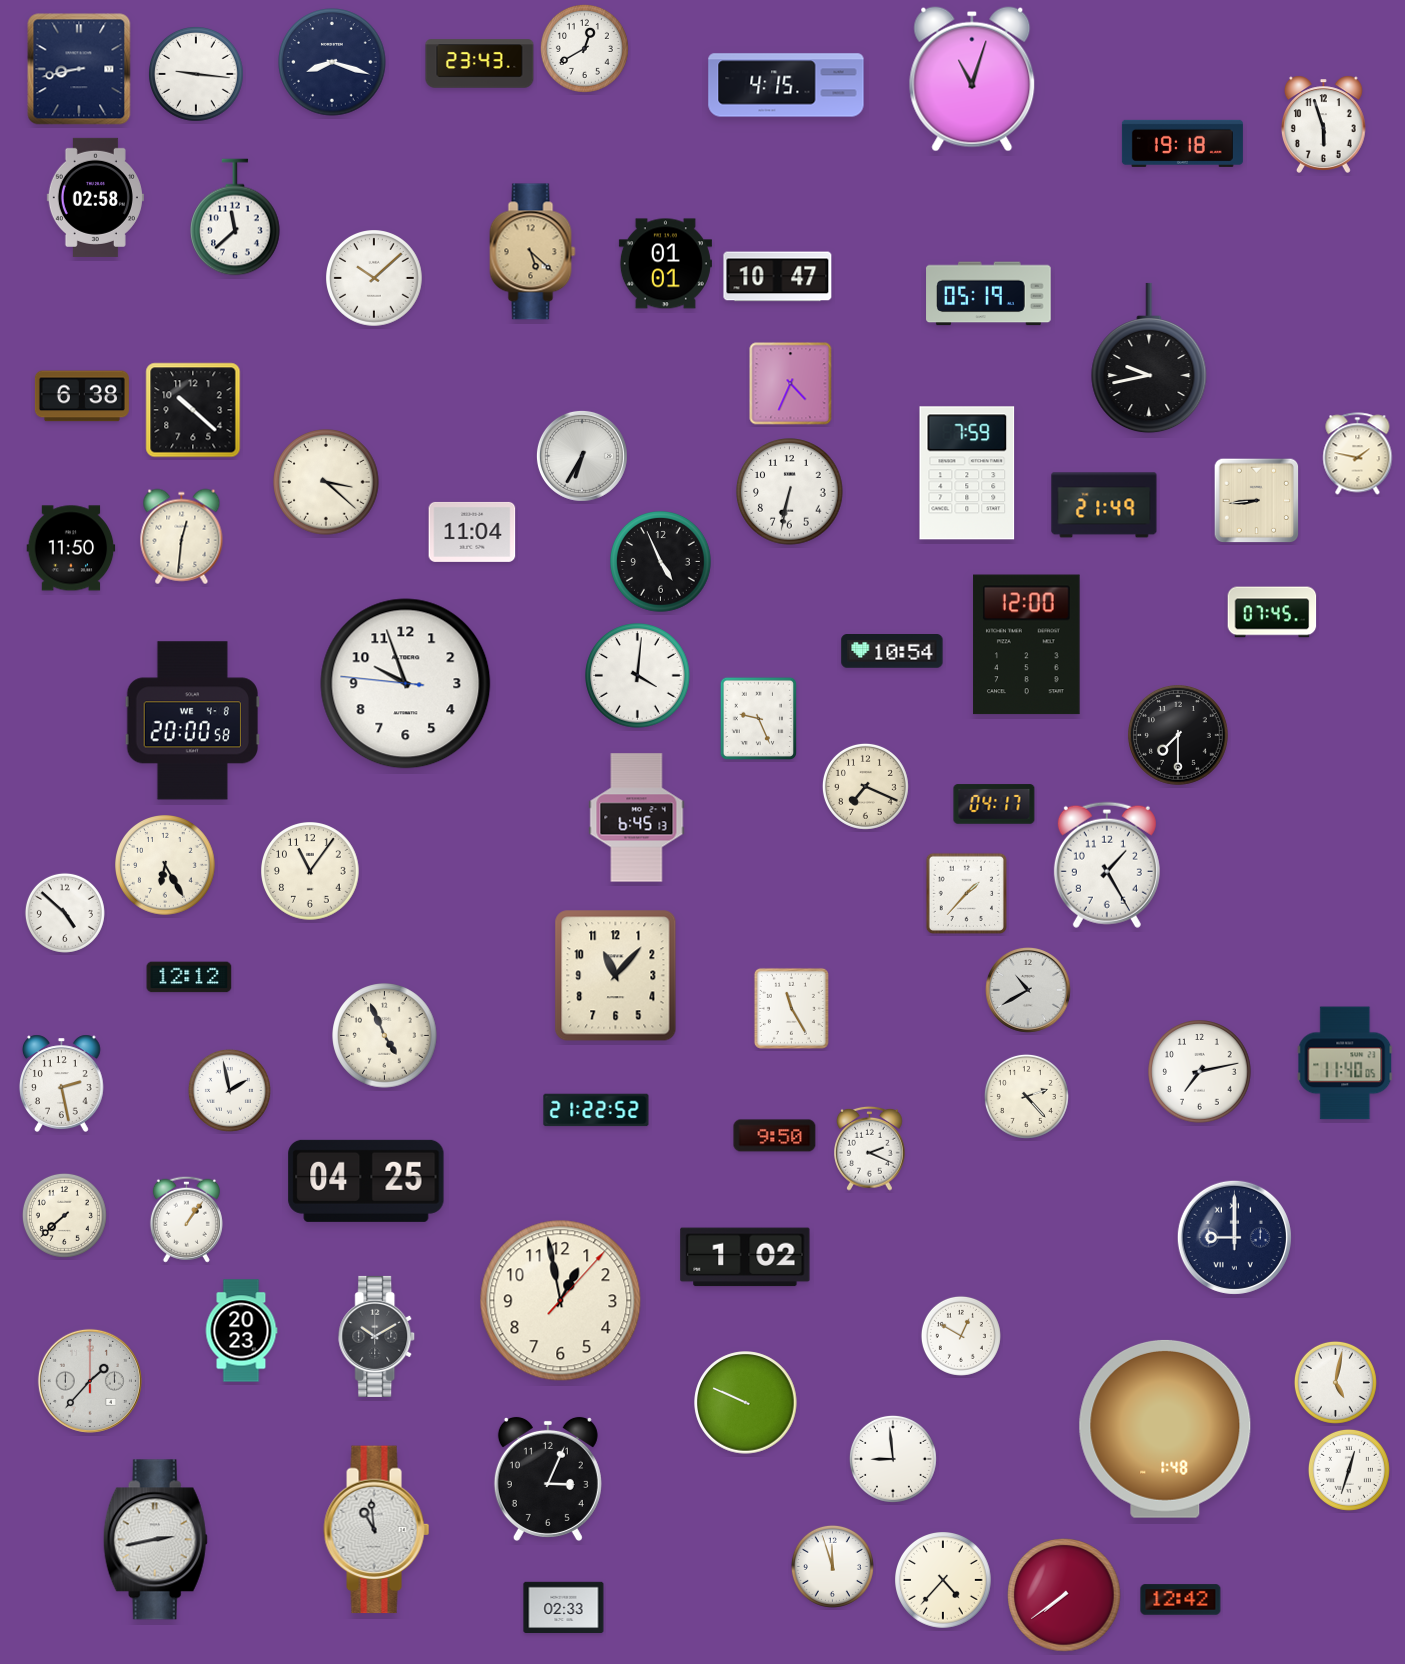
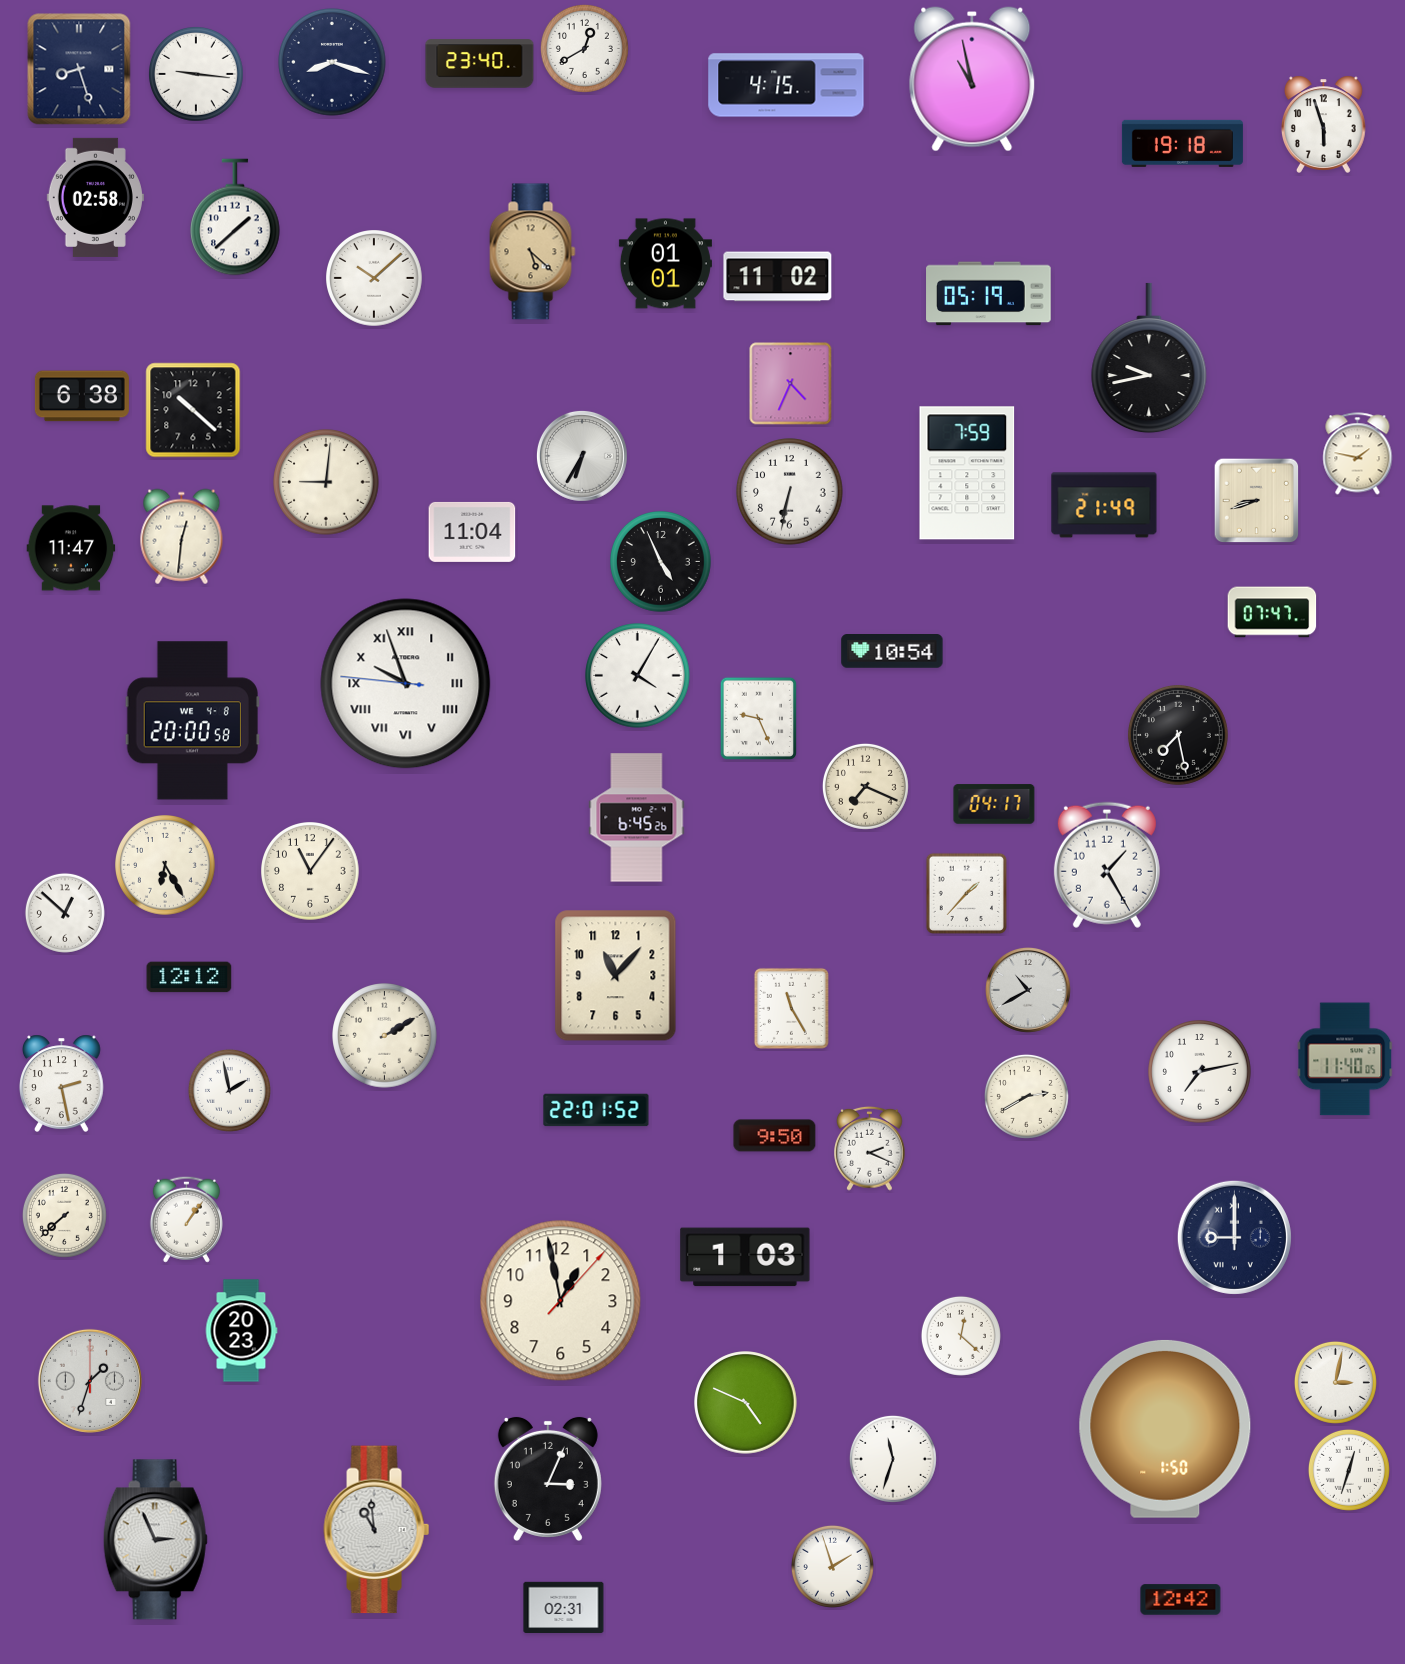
clock at (480, 64): 23:43 -> 23:40
clock at (79, 69): 8:43 -> 8:27
clock at (972, 79): 11:03 -> 10:58
clock at (235, 217): 11:38 -> 1:38
clock at (778, 277): 10:47 -> 11:02
clock at (326, 482): 3:22 -> 9:01
clock at (1257, 501): 8:44 -> 8:42
clock at (71, 548): 11:50 -> 11:47
clock at (1272, 612): 07:45 -> 07:47
clock at (1027, 645): 12:00 -> none
clock at (638, 676): 4:01 -> 4:05
clock at (406, 684) numerals: Arabic -> Roman
clock at (1178, 736): 7:30 -> 7:28
clock at (637, 818): 6:45:13 -> 6:45:26
clock at (65, 913): 4:52 -> 12:52
clock at (385, 1036): 4:56 -> 2:10
clock at (1345, 1063) position: (1345, 1063) -> (1345, 1059)
clock at (1026, 1096): 2:23 -> 2:40
clock at (596, 1110): 21:22 -> 22:01
clock at (366, 1181): 04:25 -> none
clock at (745, 1257): 1:02 -> 1:03
clock at (377, 1336): 10:10 -> none
clock at (961, 1336): 12:50 -> 12:22
clock at (90, 1381): 1:37 -> 1:33
clock at (1335, 1382): 5:02 -> 3:02
clock at (746, 1403): 9:49 -> 4:49
clock at (1165, 1429): 1:48 -> 1:50
clock at (893, 1459): 8:59 -> 11:33
clock at (155, 1540): 2:43 -> 2:56
clock at (832, 1566): 11:57 -> 1:57
clock at (944, 1581): 4:37 -> none
clock at (1064, 1595): 7:39 -> none
clock at (564, 1608): 02:33 -> 02:31
